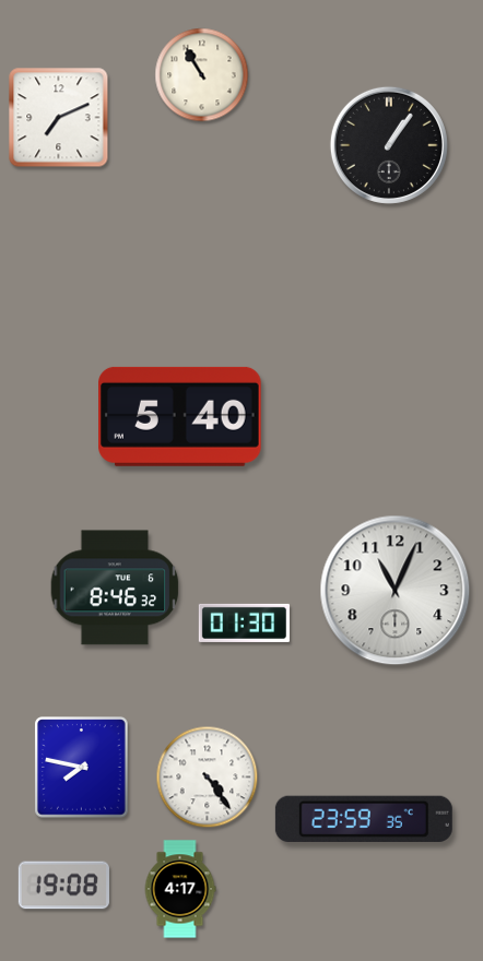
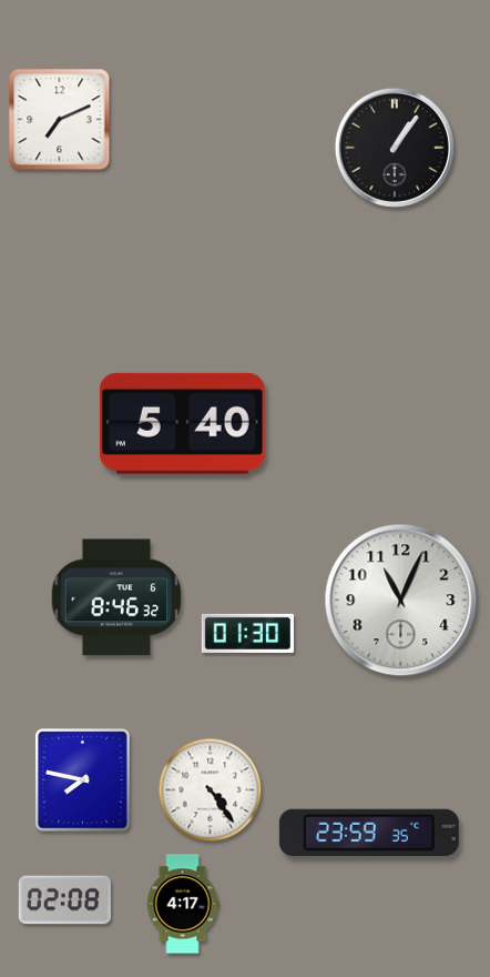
clock at (202, 75): 10:55 -> none
clock at (63, 886): 19:08 -> 02:08
